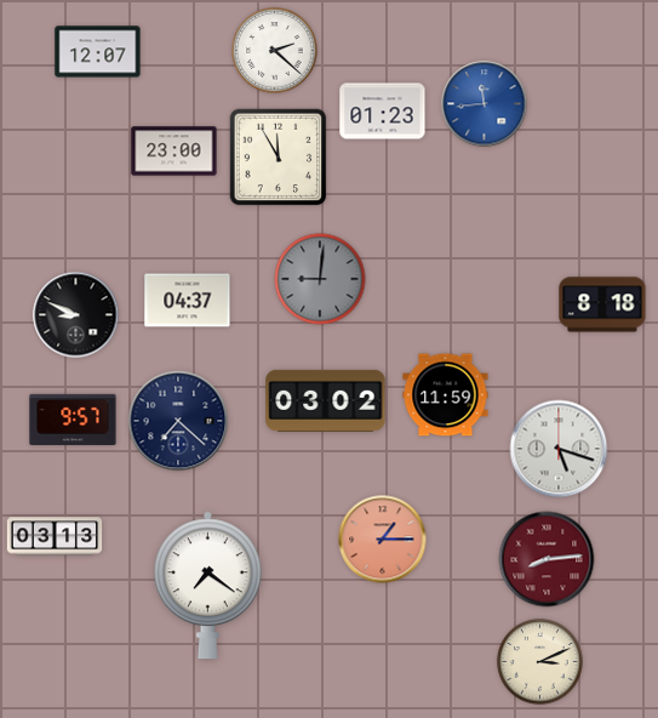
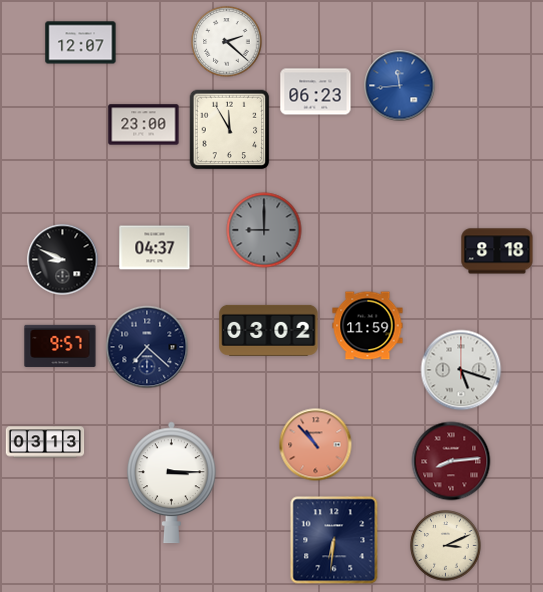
clock at (383, 112): 01:23 -> 06:23
clock at (320, 279): 9:01 -> 9:00
clock at (383, 540): 1:15 -> 10:53
clock at (207, 586): 7:21 -> 3:15
clock at (334, 540): none -> 6:31
